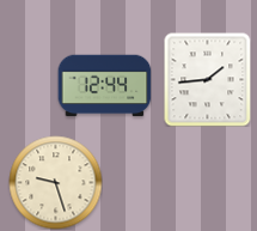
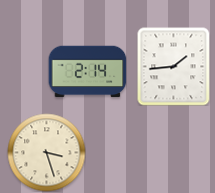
clock at (104, 86): 12:44 -> 2:14
clock at (55, 182): 9:27 -> 3:27
